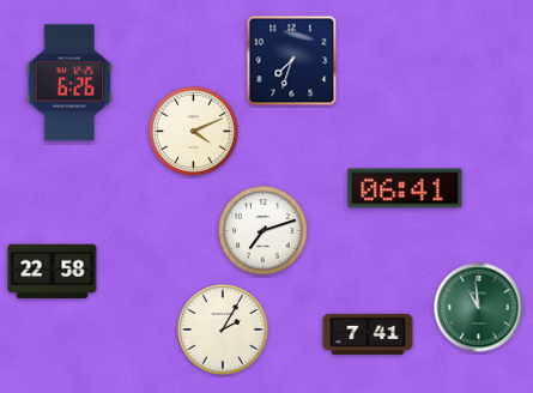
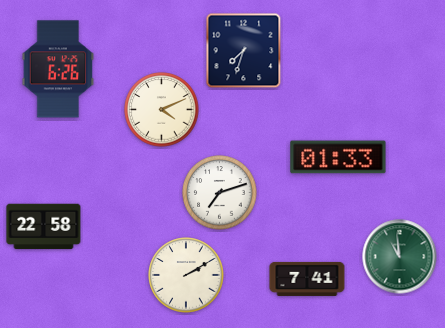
clock at (405, 188): 06:41 -> 01:33
clock at (223, 329): 2:05 -> 2:10
